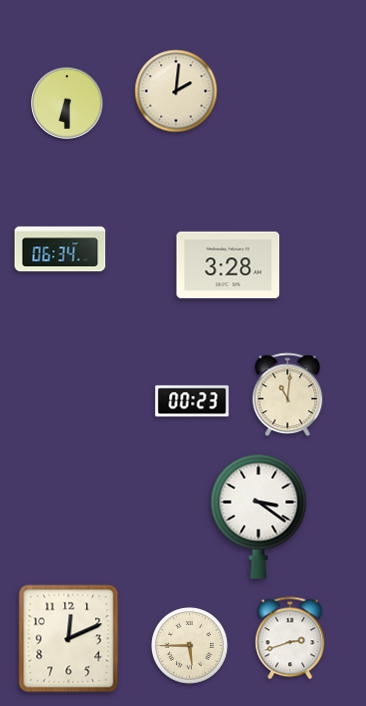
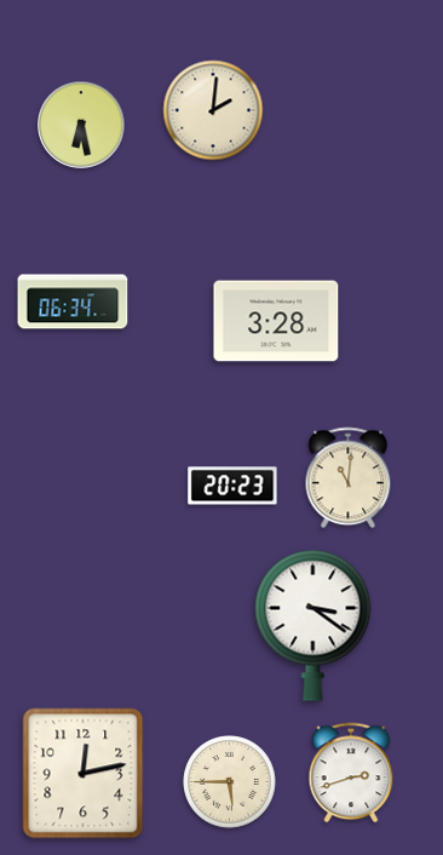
clock at (67, 103): 6:30 -> 6:28
clock at (192, 401): 00:23 -> 20:23
clock at (69, 639): 12:11 -> 12:13
